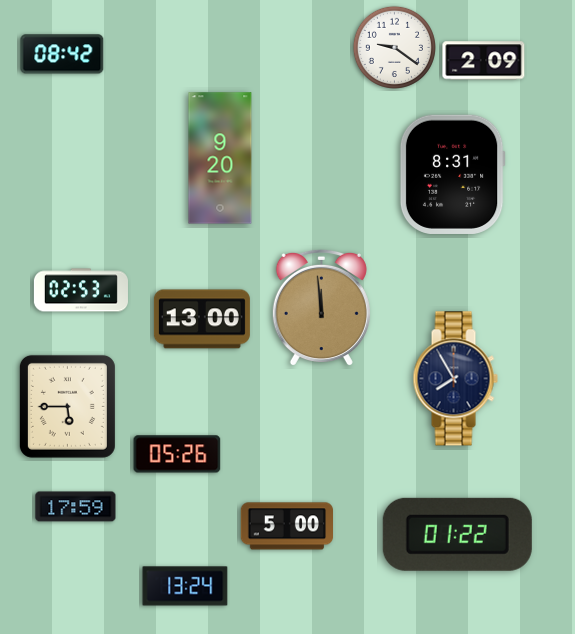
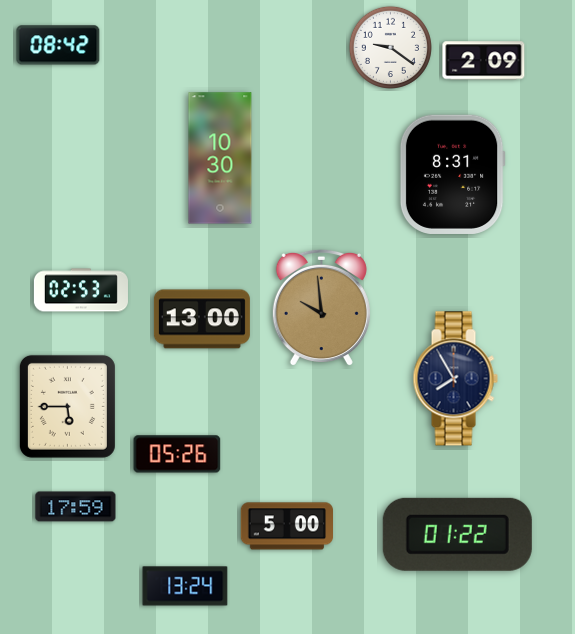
clock at (394, 47) position: (394, 47) -> (390, 47)
clock at (62, 54) position: (62, 54) -> (58, 45)
clock at (220, 158): 9:20 -> 10:30
clock at (321, 308): 11:59 -> 9:59
